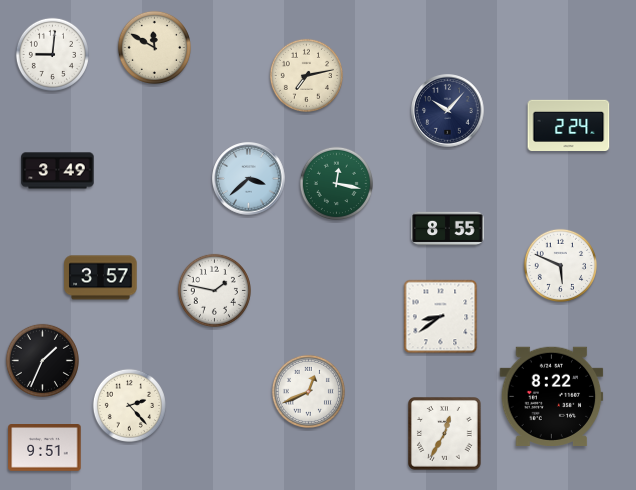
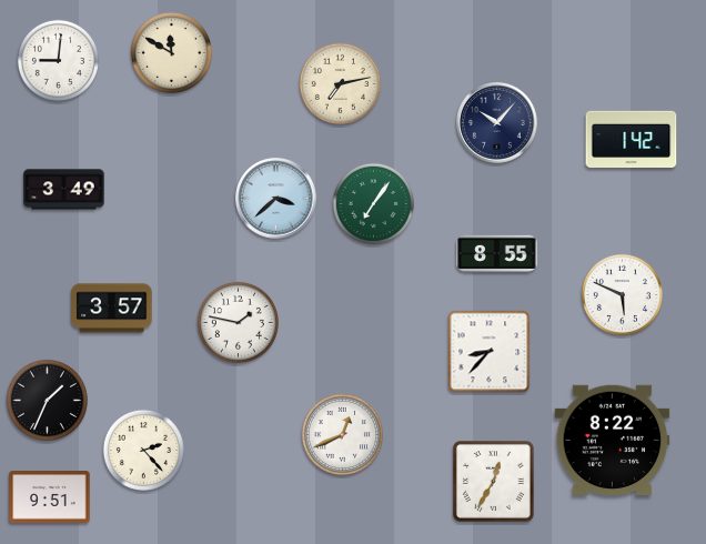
clock at (569, 125): 2:24 -> 1:42
clock at (336, 183): 12:17 -> 7:06
clock at (441, 317): 8:39 -> 8:37
